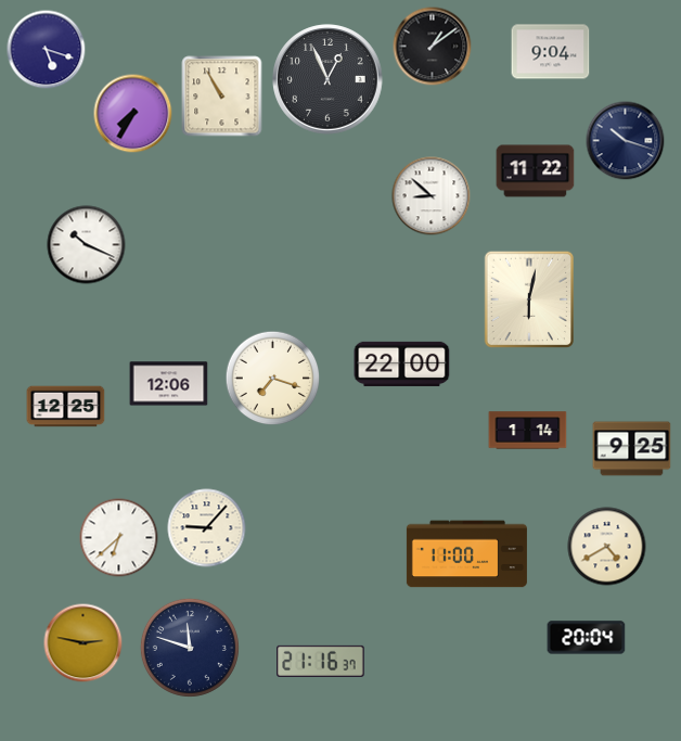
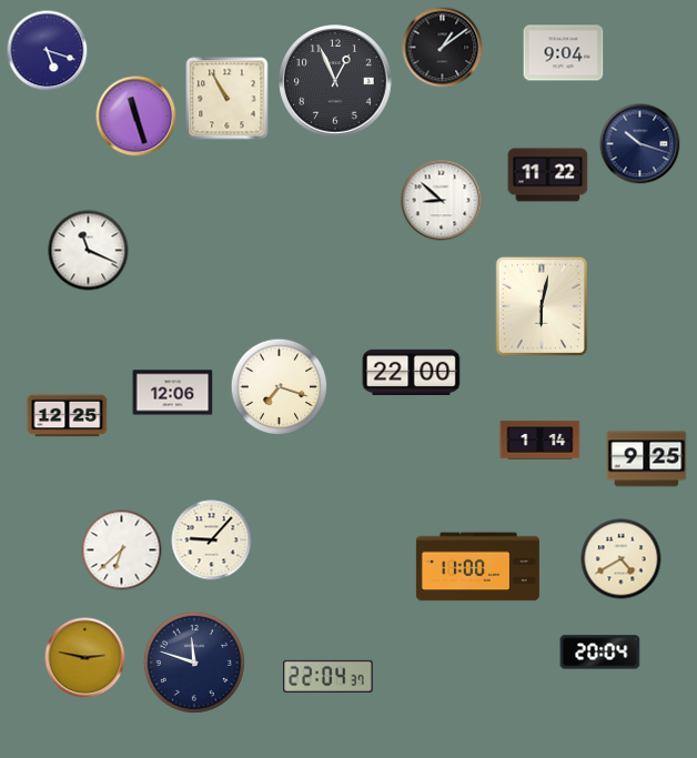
clock at (133, 114): 7:35 -> 11:27
clock at (87, 245): 10:19 -> 11:19
clock at (321, 661): 21:16 -> 22:04
